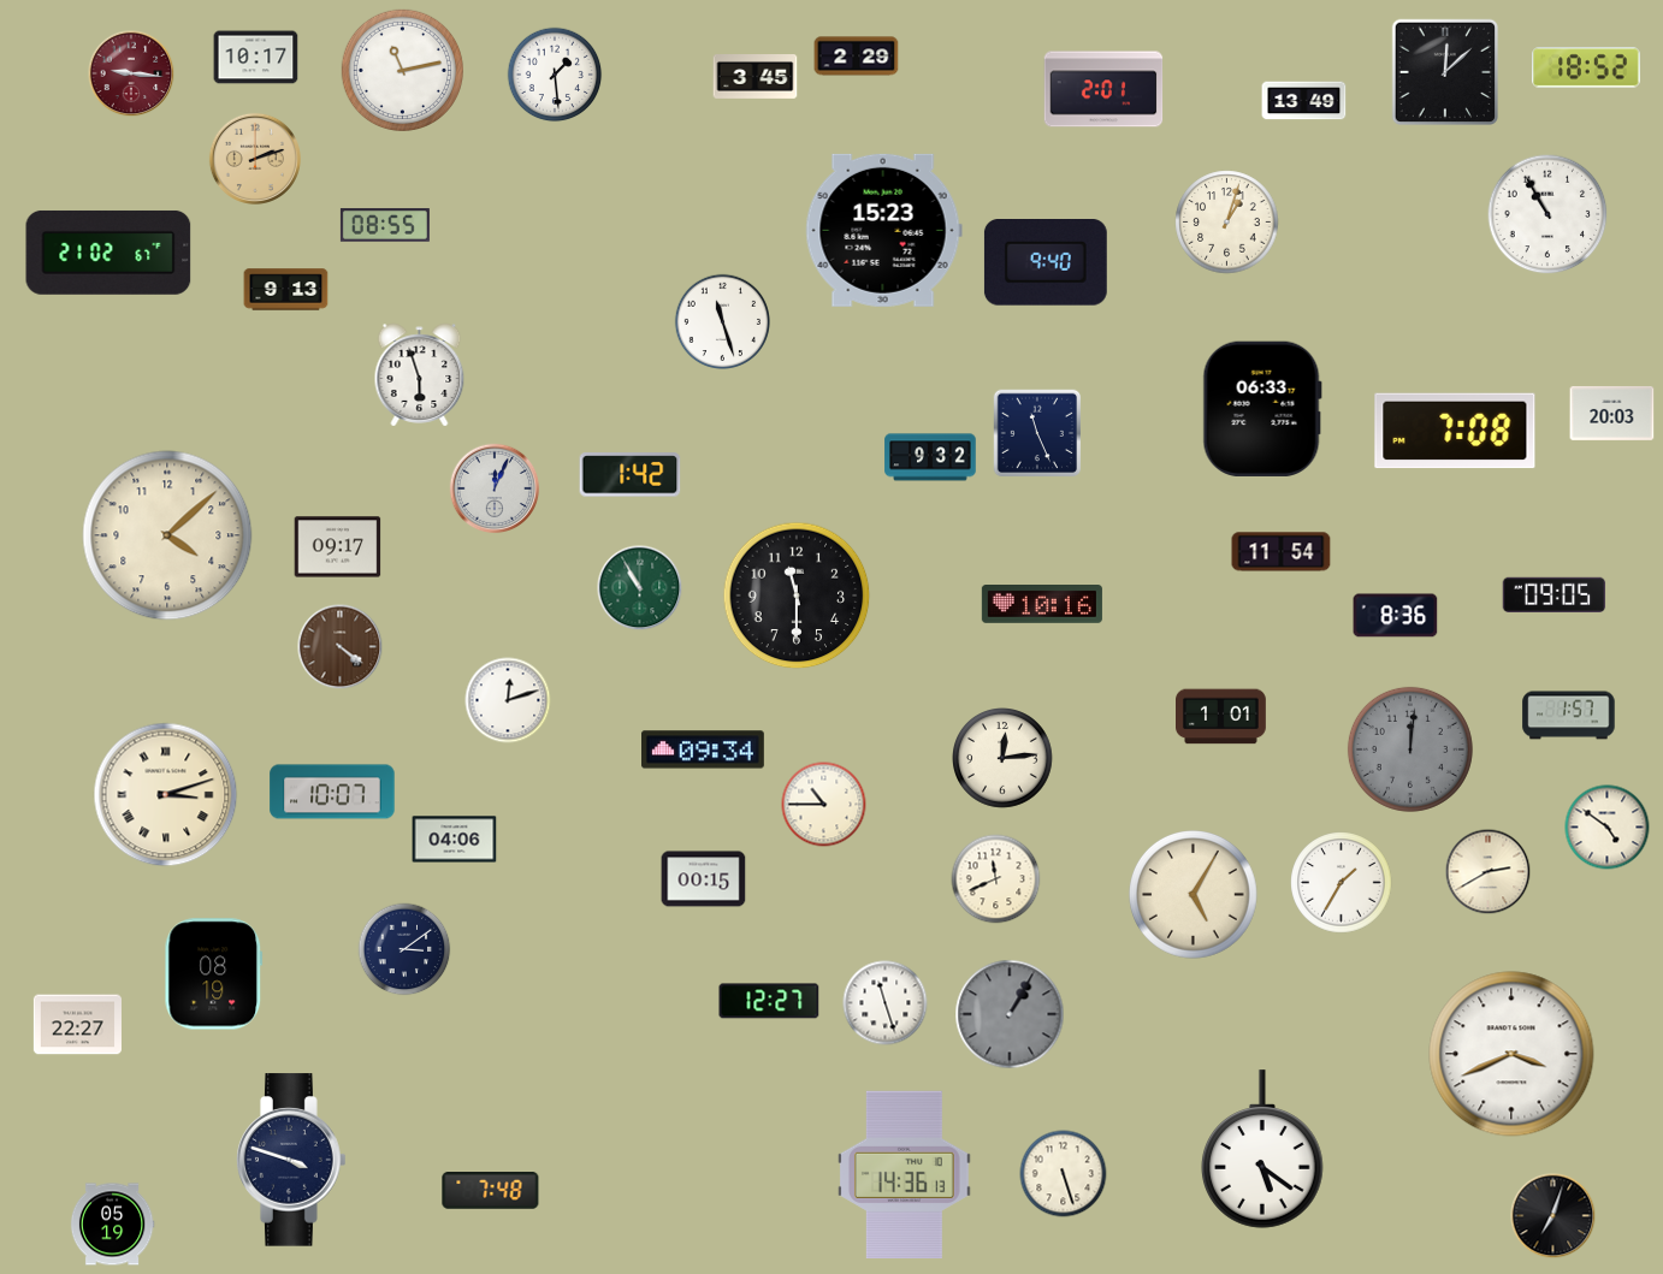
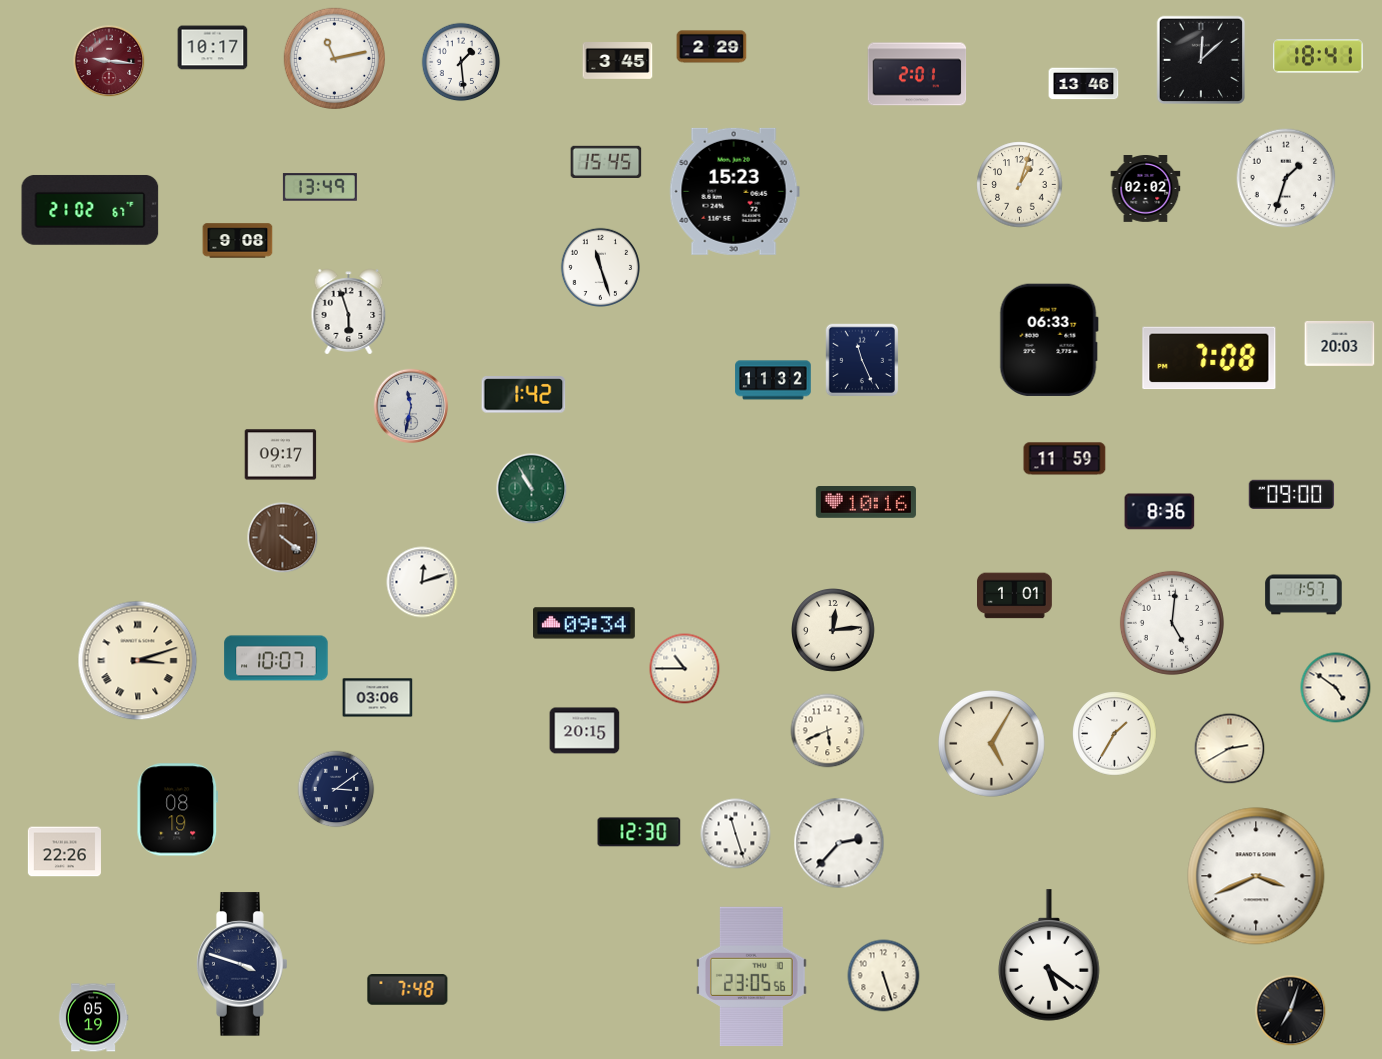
clock at (1586, 67): 18:52 -> 18:41
clock at (756, 77) position: (756, 77) -> (618, 61)
clock at (1304, 101): 13:49 -> 13:46
clock at (255, 159): 2:12 -> none
clock at (606, 161): none -> 15:45
clock at (1547, 214): 10:55 -> 1:33
clock at (385, 225): 08:55 -> 13:49
clock at (1146, 189): none -> 02:02
clock at (1046, 262): 9:40 -> none
clock at (286, 290): 9:13 -> 9:08
clock at (930, 457): 9:32 -> 11:32
clock at (495, 488): 12:04 -> 11:32
clock at (167, 535): 4:08 -> none
clock at (1282, 552): 11:54 -> 11:59
clock at (1555, 594): 09:05 -> 09:00
clock at (797, 595): 11:30 -> none
clock at (1410, 749): 12:01 -> 5:01
clock at (1410, 749) dial: grey -> white
clock at (455, 840): 04:06 -> 03:06
clock at (1489, 872) position: (1489, 872) -> (1230, 749)
clock at (704, 879): 00:15 -> 20:15
clock at (996, 879): 11:41 -> 5:41
clock at (769, 1001): 12:27 -> 12:30
clock at (1010, 1014): 1:05 -> 2:37
clock at (1010, 1014) dial: grey -> white
clock at (77, 1025): 22:27 -> 22:26
clock at (905, 1174): 14:36 -> 23:05
